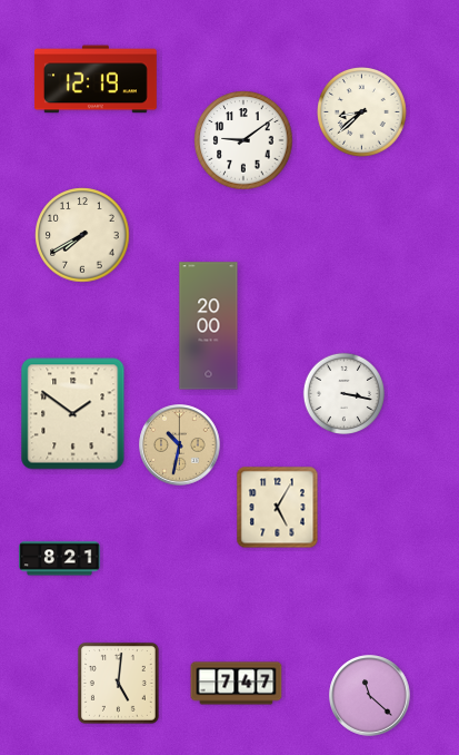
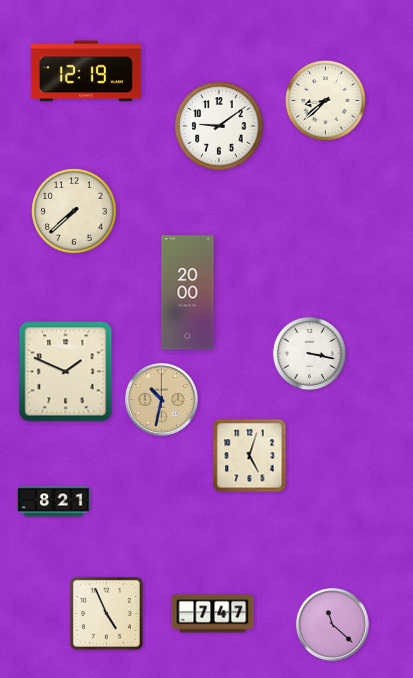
clock at (82, 235): 7:40 -> 7:38
clock at (73, 414): 1:51 -> 1:49
clock at (278, 508): 5:05 -> 5:03
clock at (118, 683): 5:01 -> 4:56
